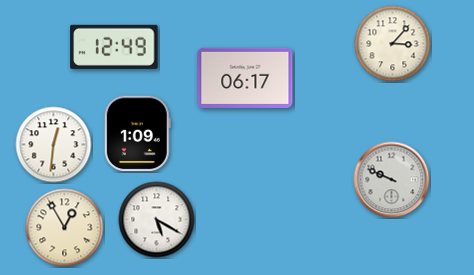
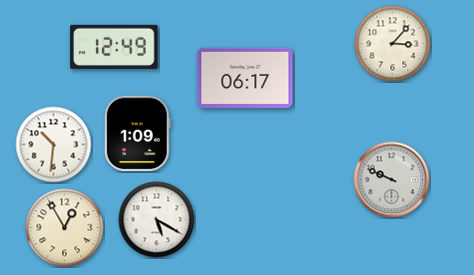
clock at (54, 145): 12:31 -> 10:31
